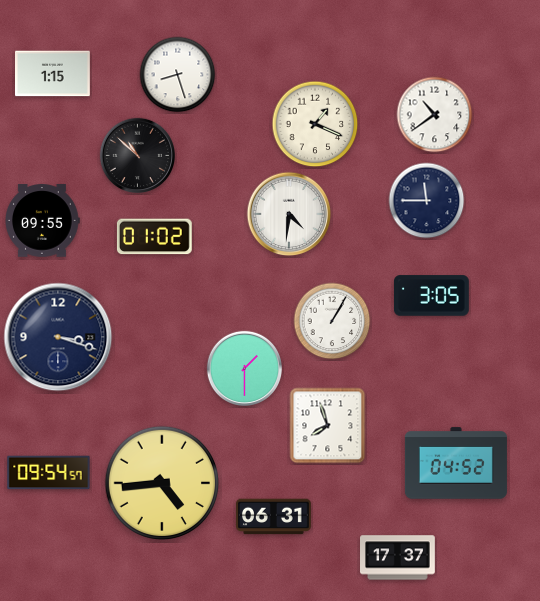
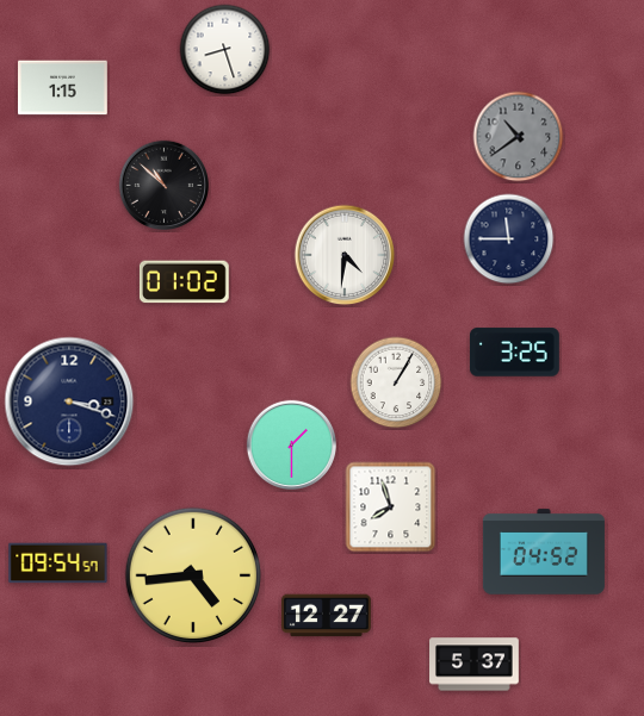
clock at (178, 75) position: (178, 75) -> (225, 50)
clock at (435, 115) dial: white -> grey
clock at (315, 124): 1:19 -> none
clock at (42, 221): 09:55 -> none
clock at (431, 296): 3:05 -> 3:25
clock at (244, 368) position: (244, 368) -> (291, 444)
clock at (274, 517): 06:31 -> 12:27
clock at (398, 558): 17:37 -> 5:37
